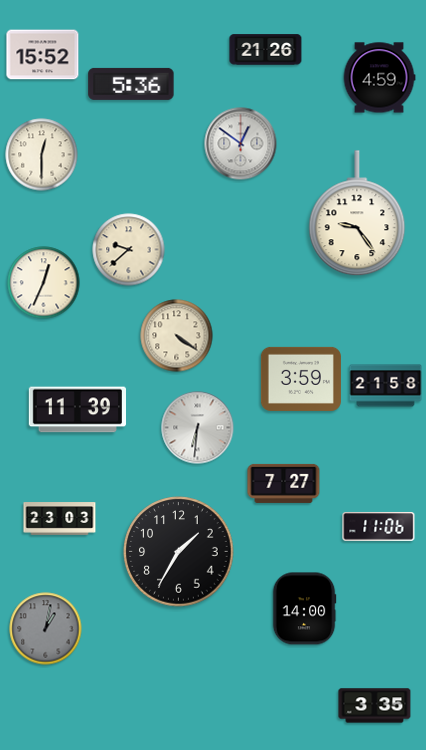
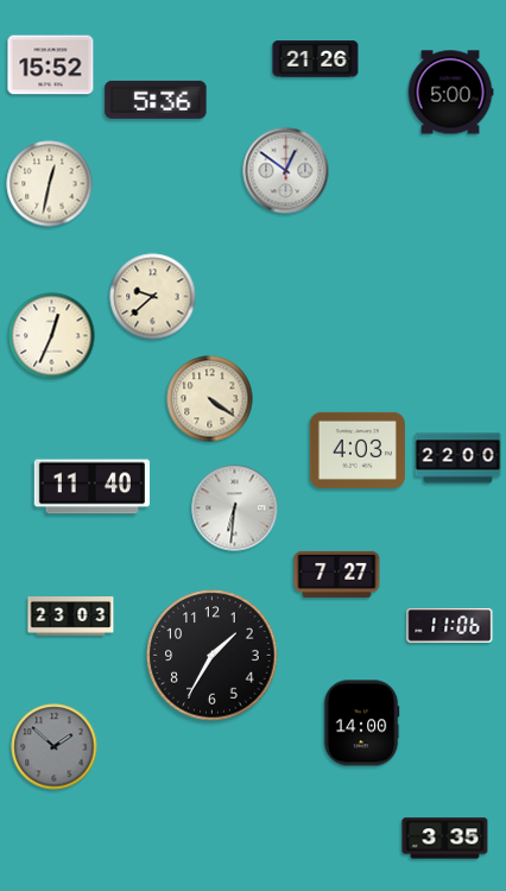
clock at (379, 78): 4:59 -> 5:00
clock at (42, 155): 12:30 -> 12:32
clock at (357, 214): 9:24 -> none
clock at (301, 379): 3:59 -> 4:03
clock at (386, 386): 21:58 -> 22:00
clock at (77, 410): 11:39 -> 11:40
clock at (46, 629): 1:02 -> 1:52
